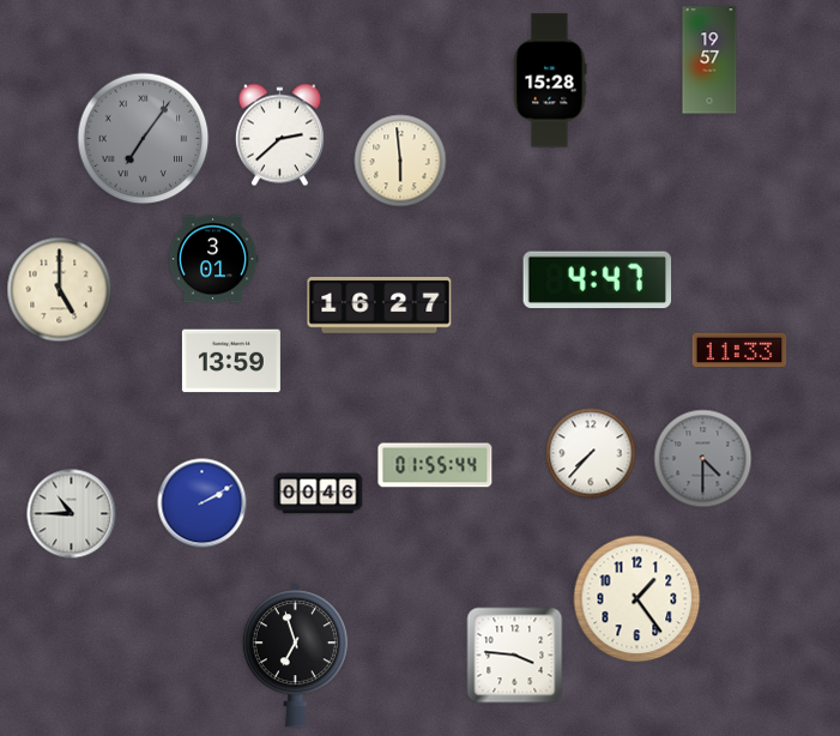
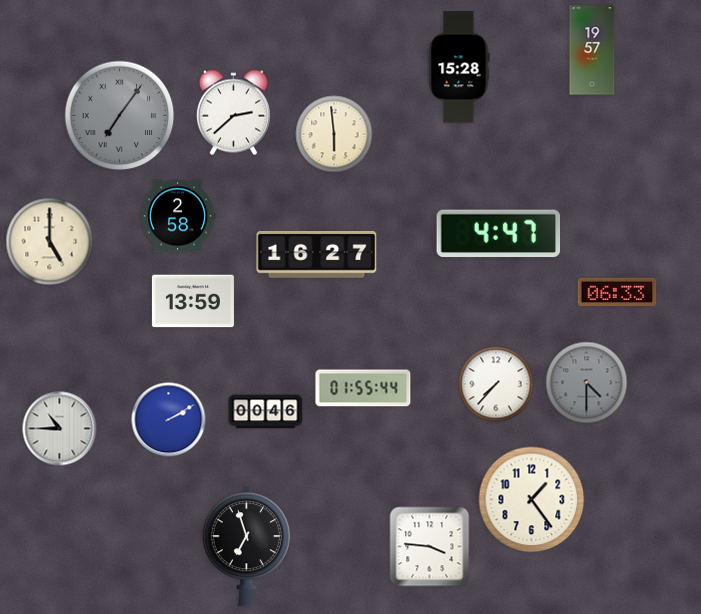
clock at (213, 259): 3:01 -> 2:58
clock at (739, 350): 11:33 -> 06:33
clock at (591, 453) position: (591, 453) -> (496, 384)
